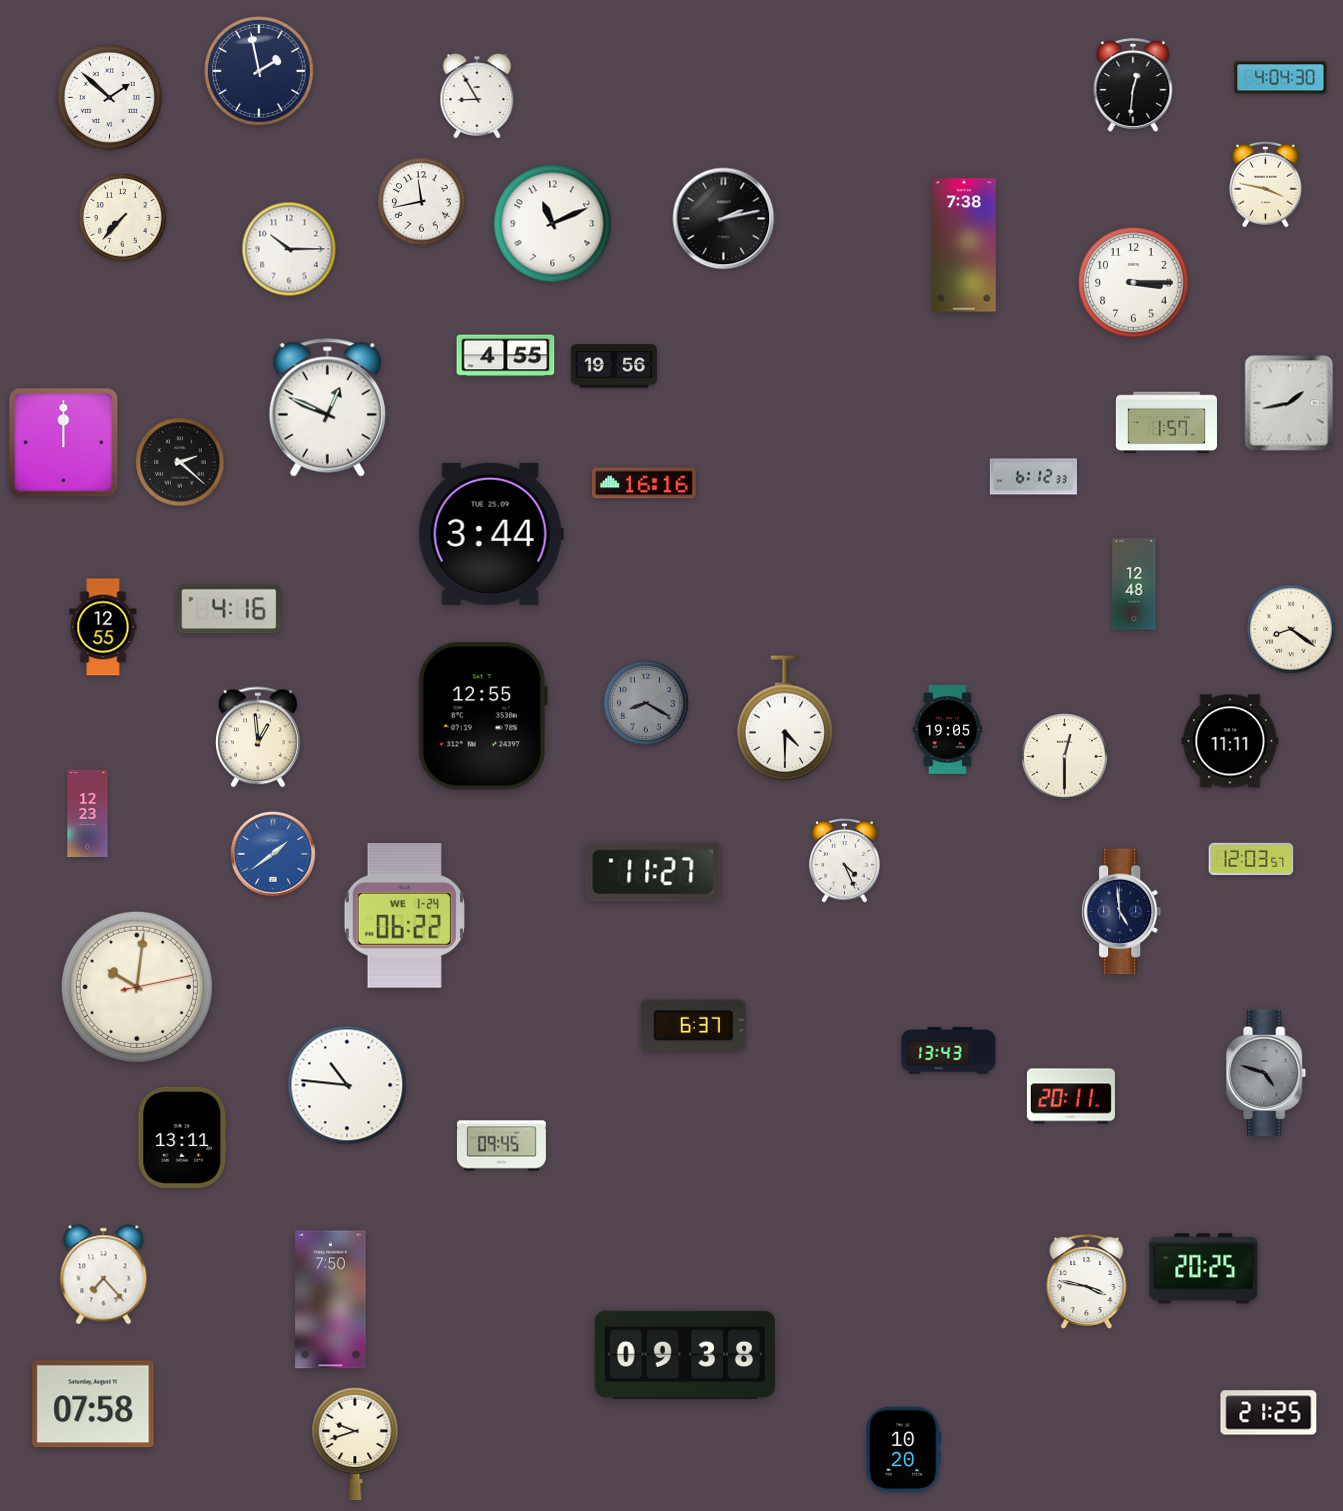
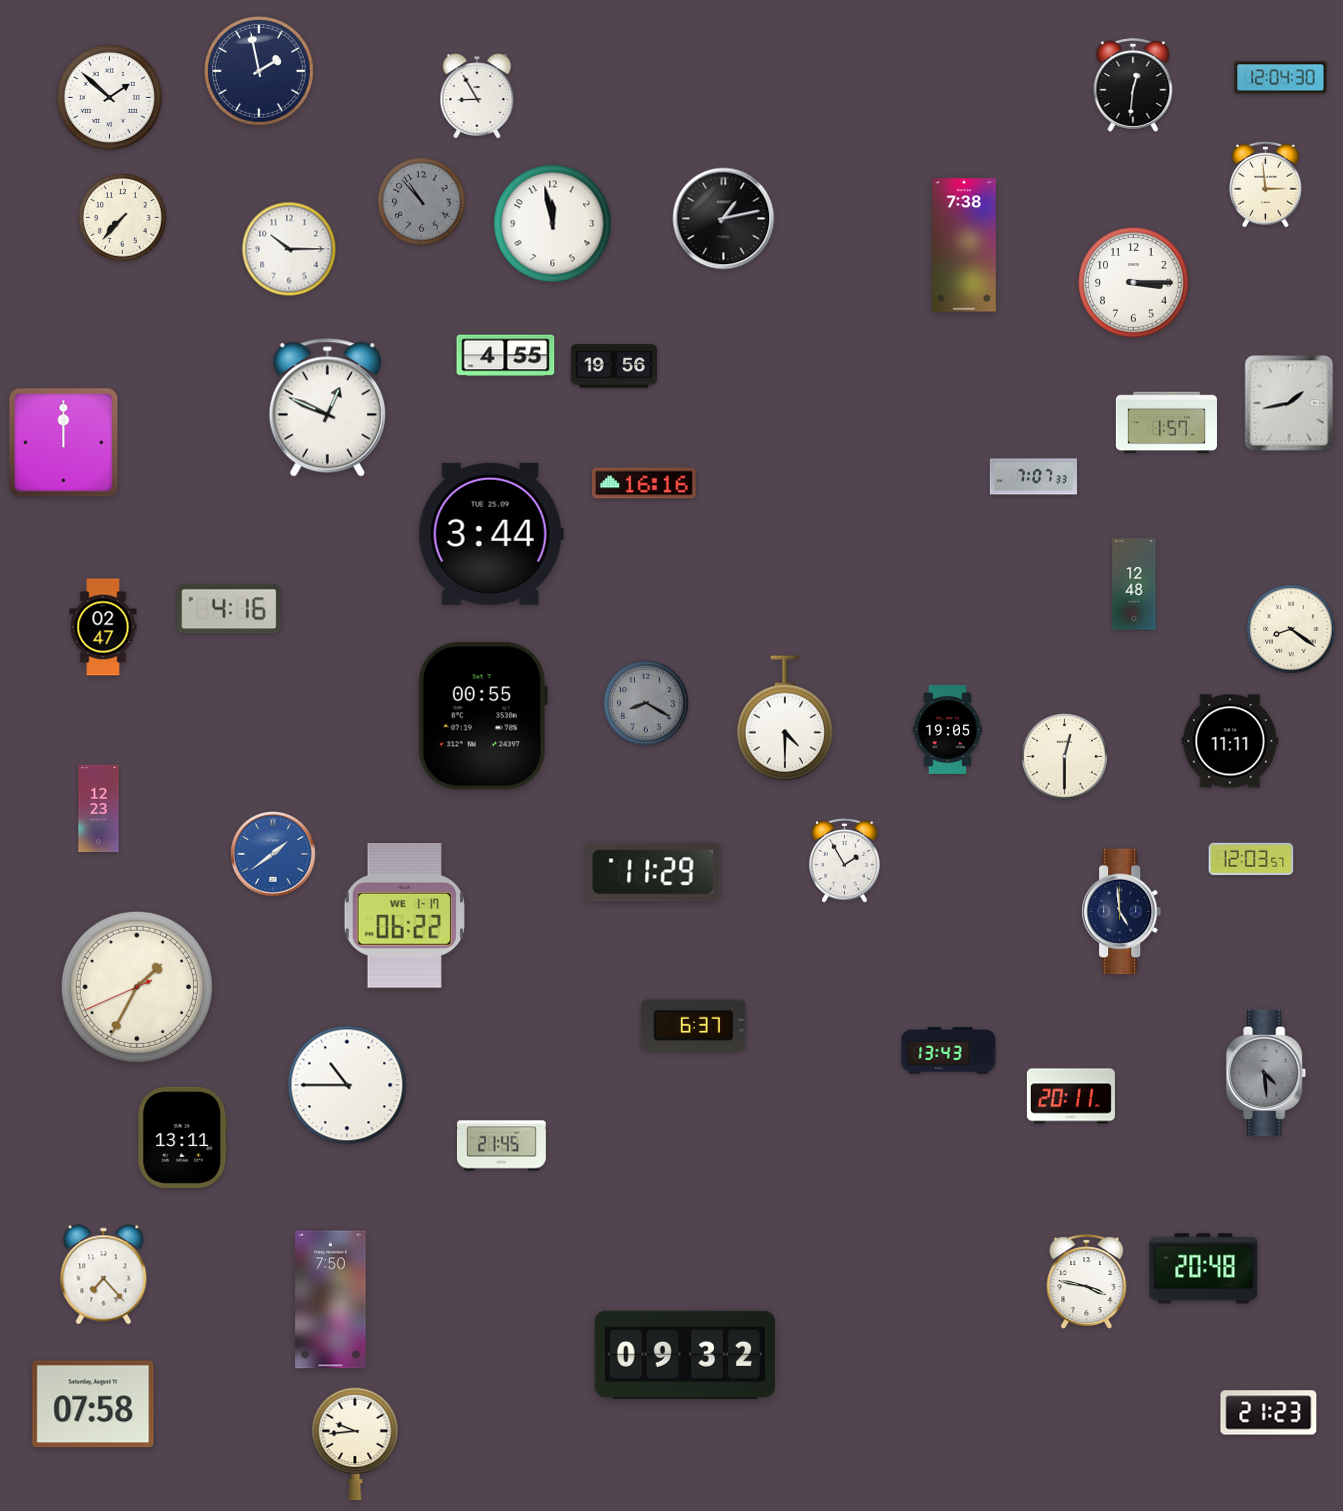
clock at (1281, 78): 4:04 -> 12:04
clock at (1265, 184): 3:47 -> 2:59
clock at (422, 202): 11:43 -> 10:53
clock at (422, 202) dial: white -> grey
clock at (724, 219): 2:13 -> 1:13
clock at (553, 224): 11:11 -> 11:58
clock at (180, 462): 2:22 -> none
clock at (1033, 477): 6:12 -> 7:07
clock at (103, 627): 12:55 -> 02:47
clock at (483, 716): 12:55 -> 00:55
clock at (259, 737): 12:59 -> none
clock at (88, 813) position: (88, 813) -> (99, 808)
clock at (845, 861): 4:26 -> 1:55
clock at (653, 872): 11:27 -> 11:29
clock at (404, 916) date: WE 1-24 -> WE 1-17
clock at (137, 987): 10:01 -> 1:34
clock at (1267, 1073): 4:48 -> 4:29
clock at (347, 1085): 10:46 -> 10:45
clock at (501, 1146): 09:45 -> 21:45
clock at (1204, 1269): 20:25 -> 20:48
clock at (685, 1355): 09:38 -> 09:32
clock at (1269, 1413): 21:25 -> 21:23
clock at (355, 1444): 9:42 -> 9:44
clock at (904, 1450): 10:20 -> none
